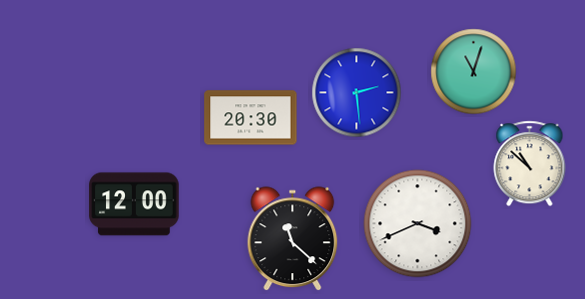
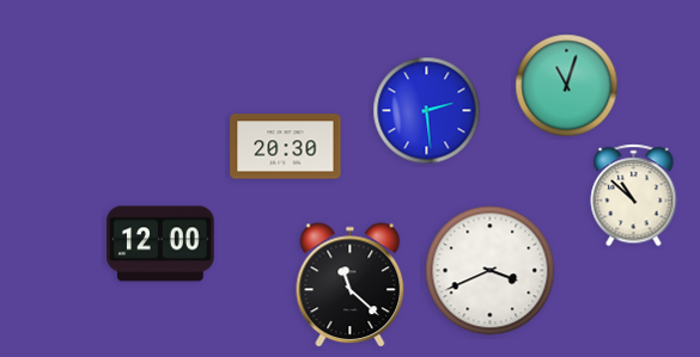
clock at (251, 118) position: (251, 118) -> (286, 147)
clock at (418, 224) position: (418, 224) -> (491, 271)
